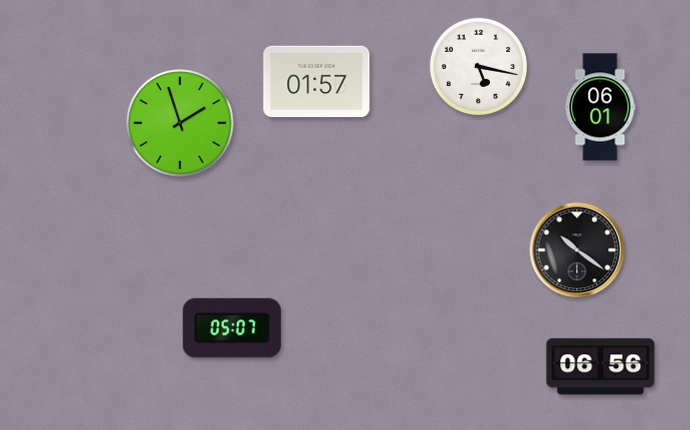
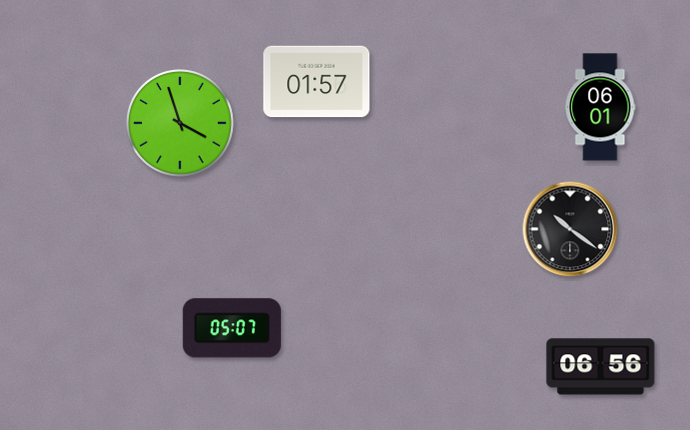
clock at (479, 67): 5:17 -> none
clock at (181, 124): 1:57 -> 3:57
clock at (577, 250) position: (577, 250) -> (570, 229)
